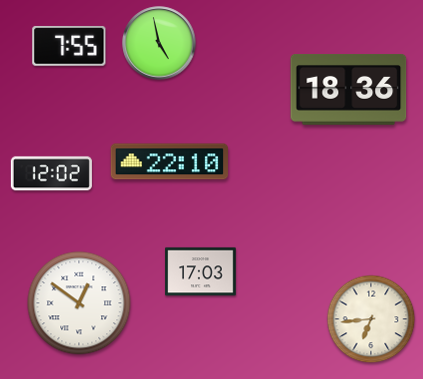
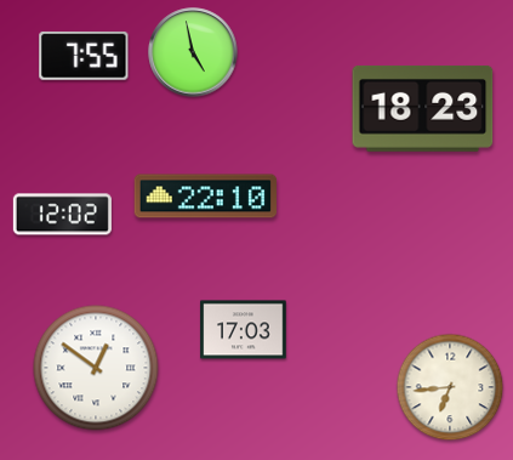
clock at (349, 89): 18:36 -> 18:23
clock at (51, 174) position: (51, 174) -> (62, 215)
